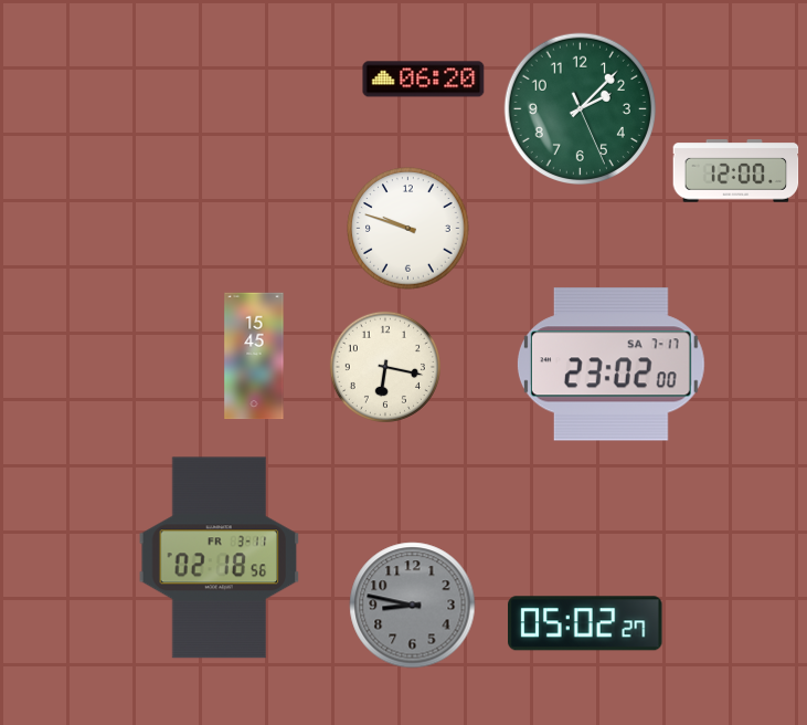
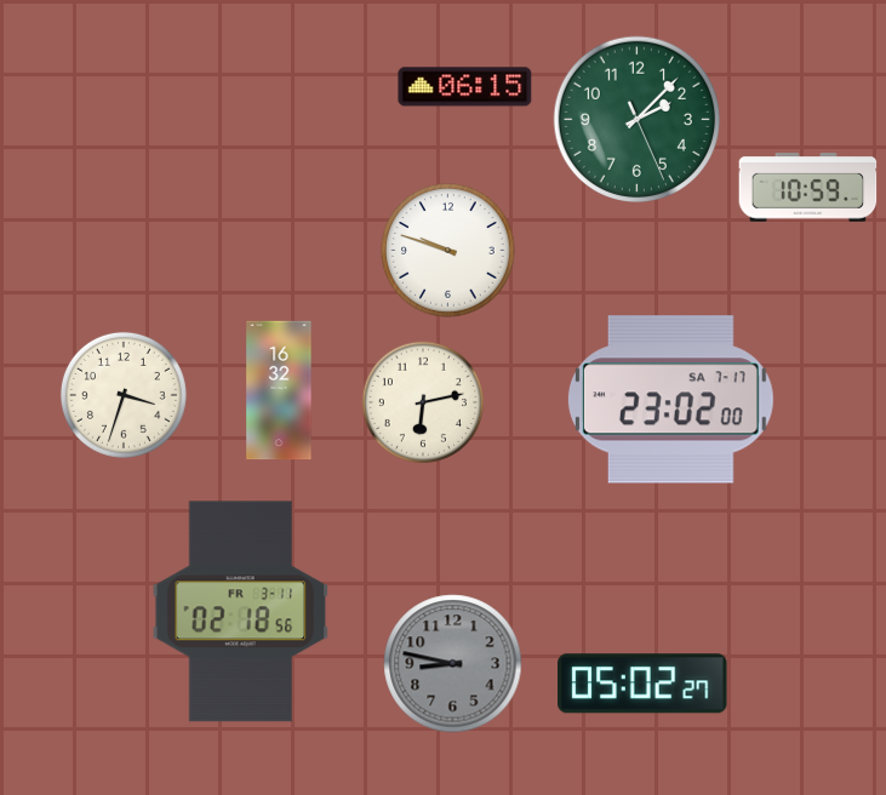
clock at (424, 80): 06:20 -> 06:15
clock at (736, 171): 12:00 -> 10:59
clock at (254, 356): 15:45 -> 16:32
clock at (124, 395): none -> 3:33
clock at (385, 367): 6:17 -> 6:13
